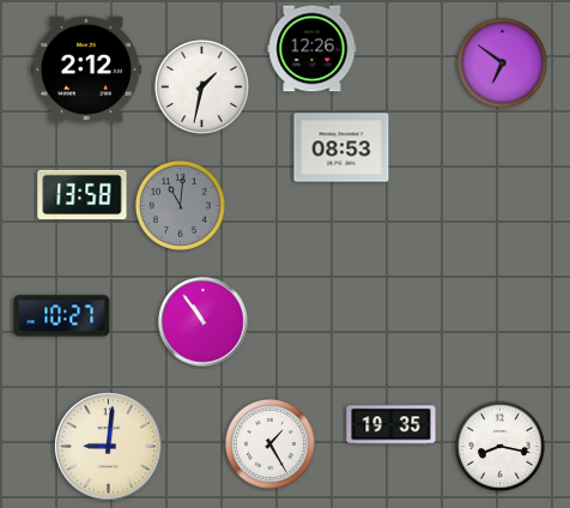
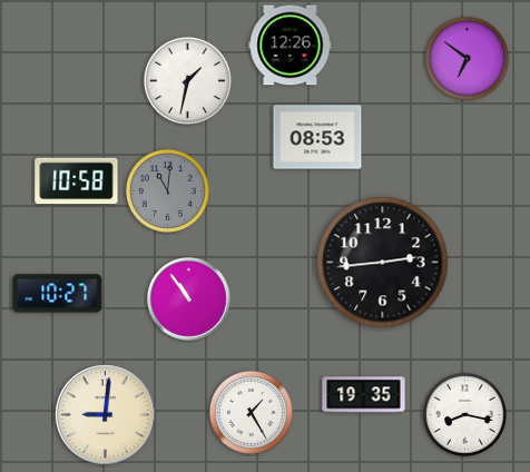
clock at (86, 69): 2:12 -> none
clock at (83, 195): 13:58 -> 10:58
clock at (383, 263): none -> 2:44
clock at (109, 447) position: (109, 447) -> (106, 415)
